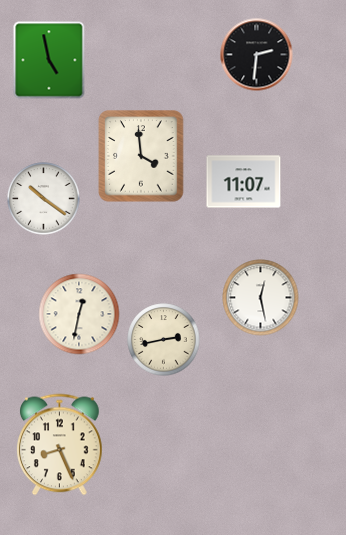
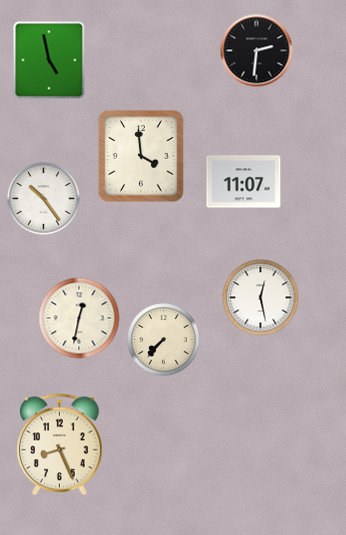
clock at (257, 55) position: (257, 55) -> (257, 51)
clock at (44, 199): 10:21 -> 10:24
clock at (79, 314) position: (79, 314) -> (79, 318)
clock at (164, 340): 2:43 -> 7:37
